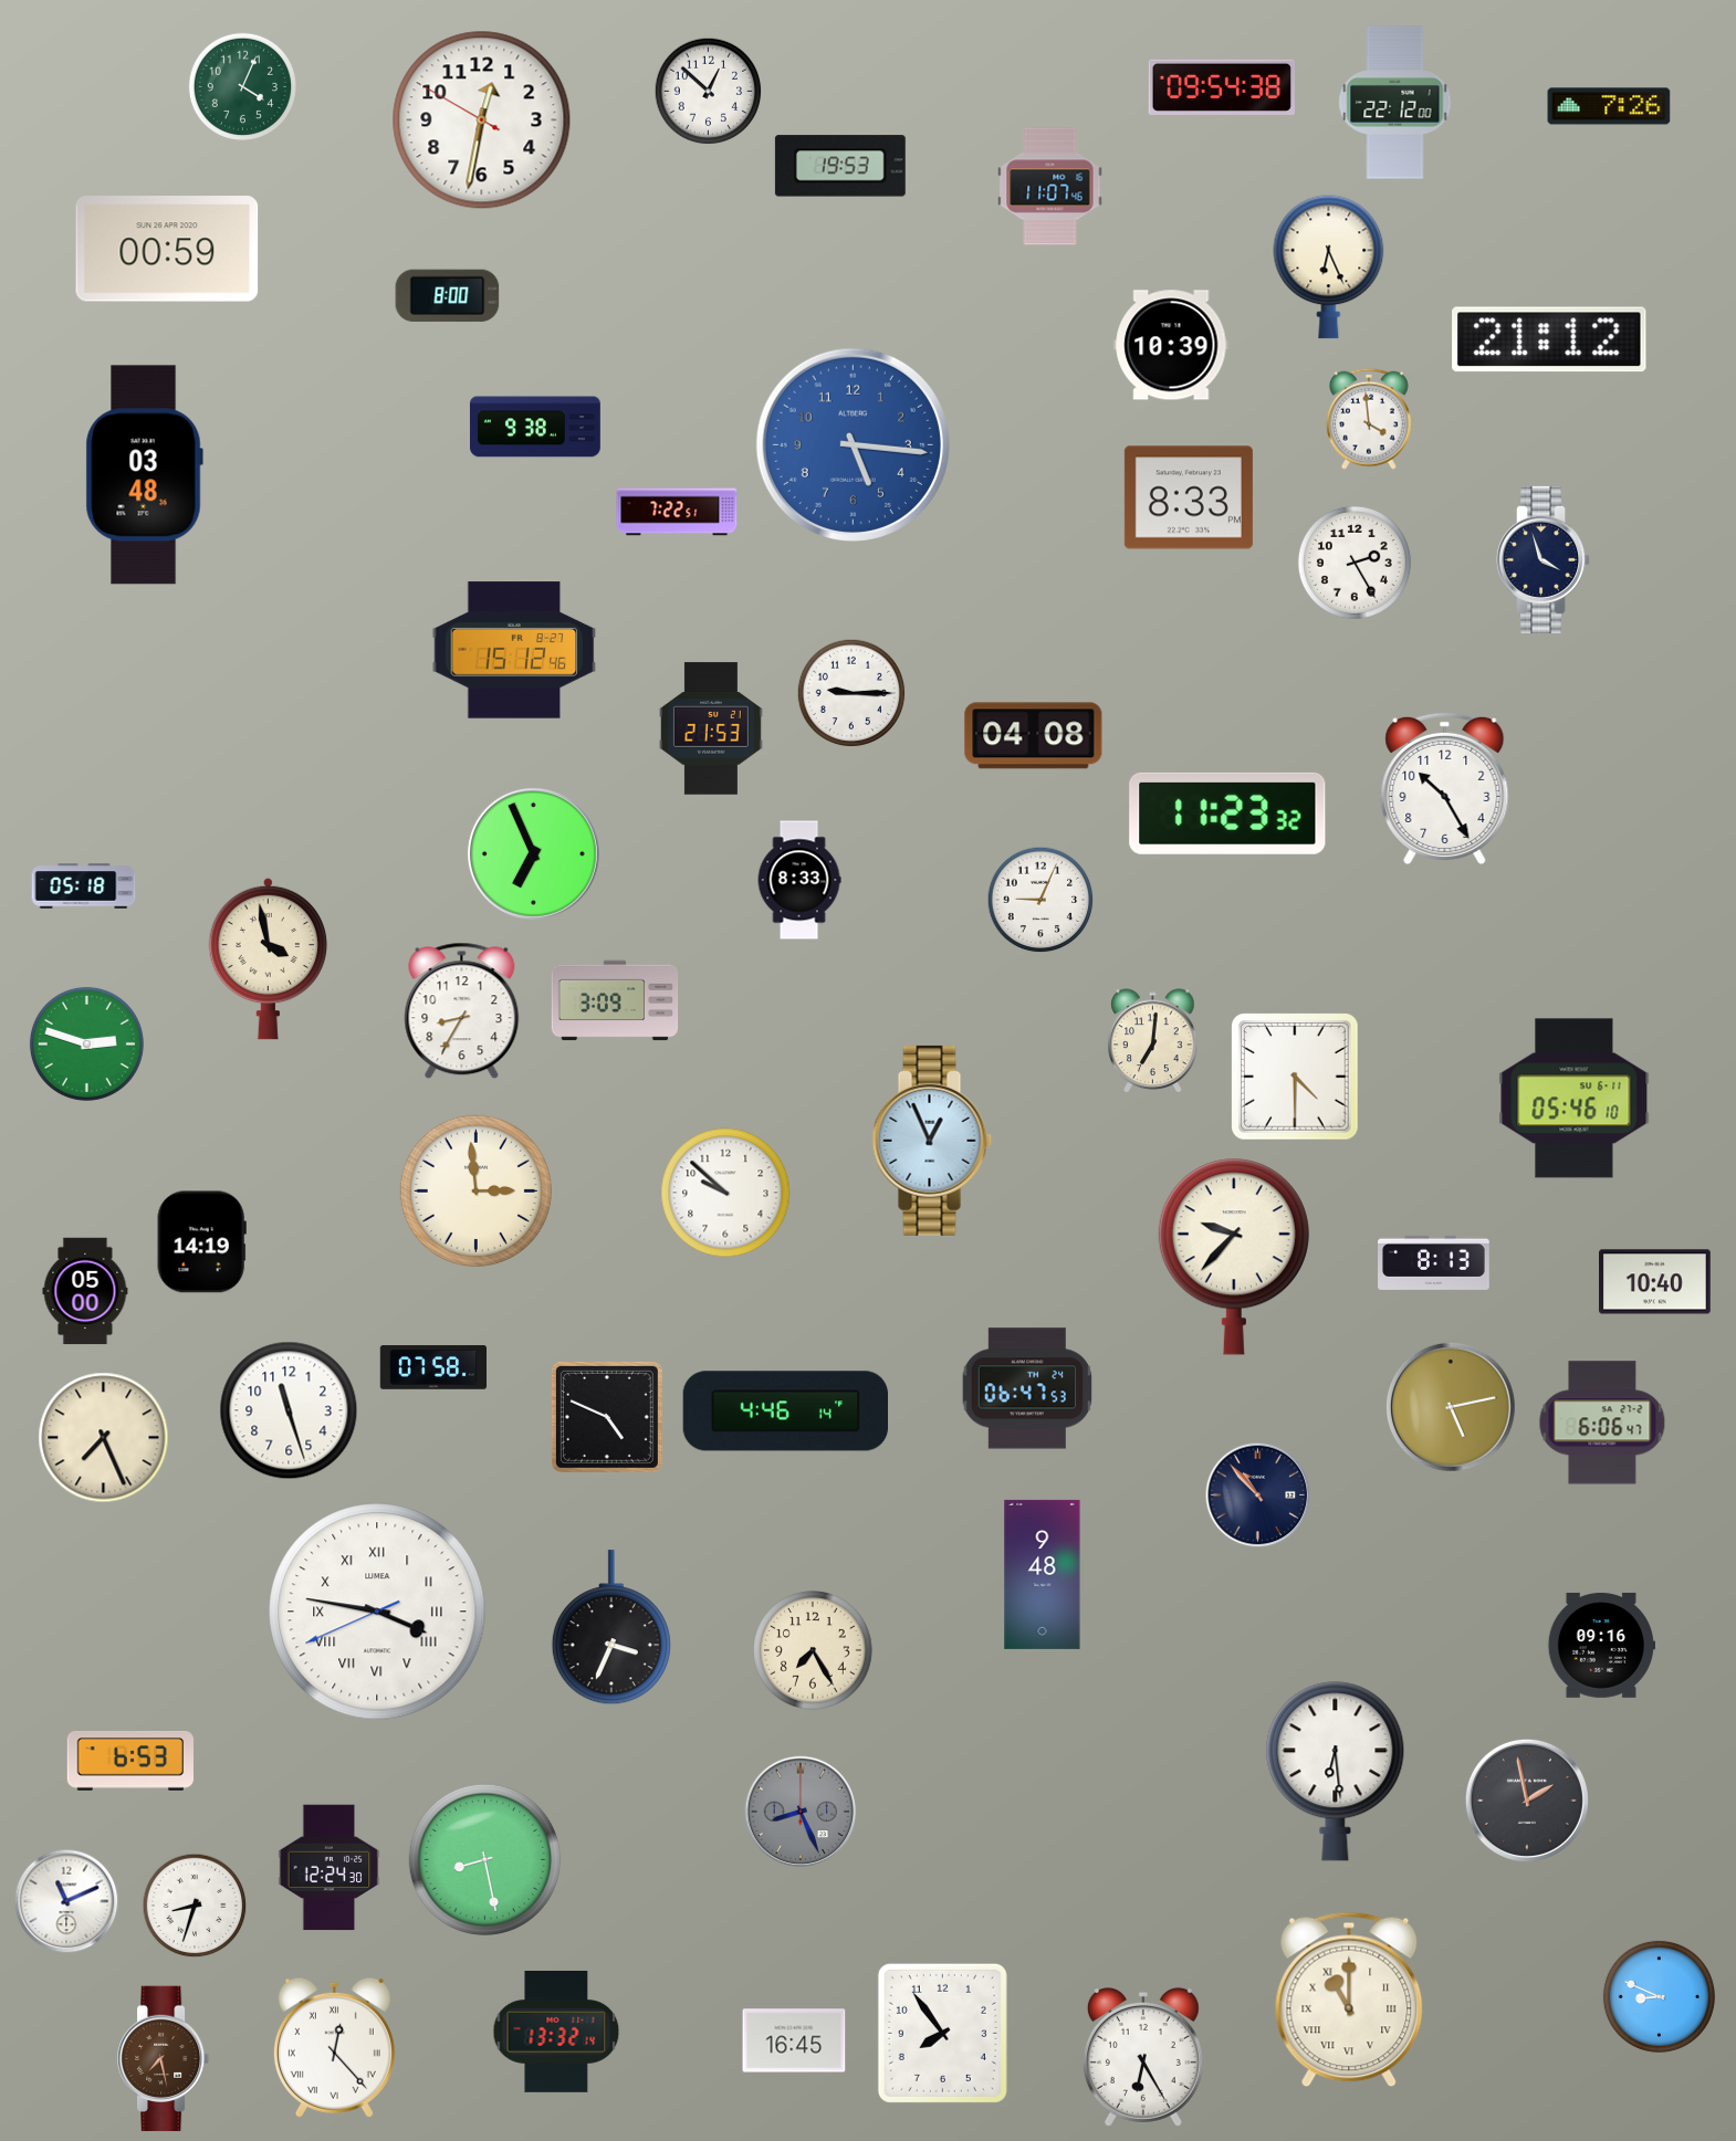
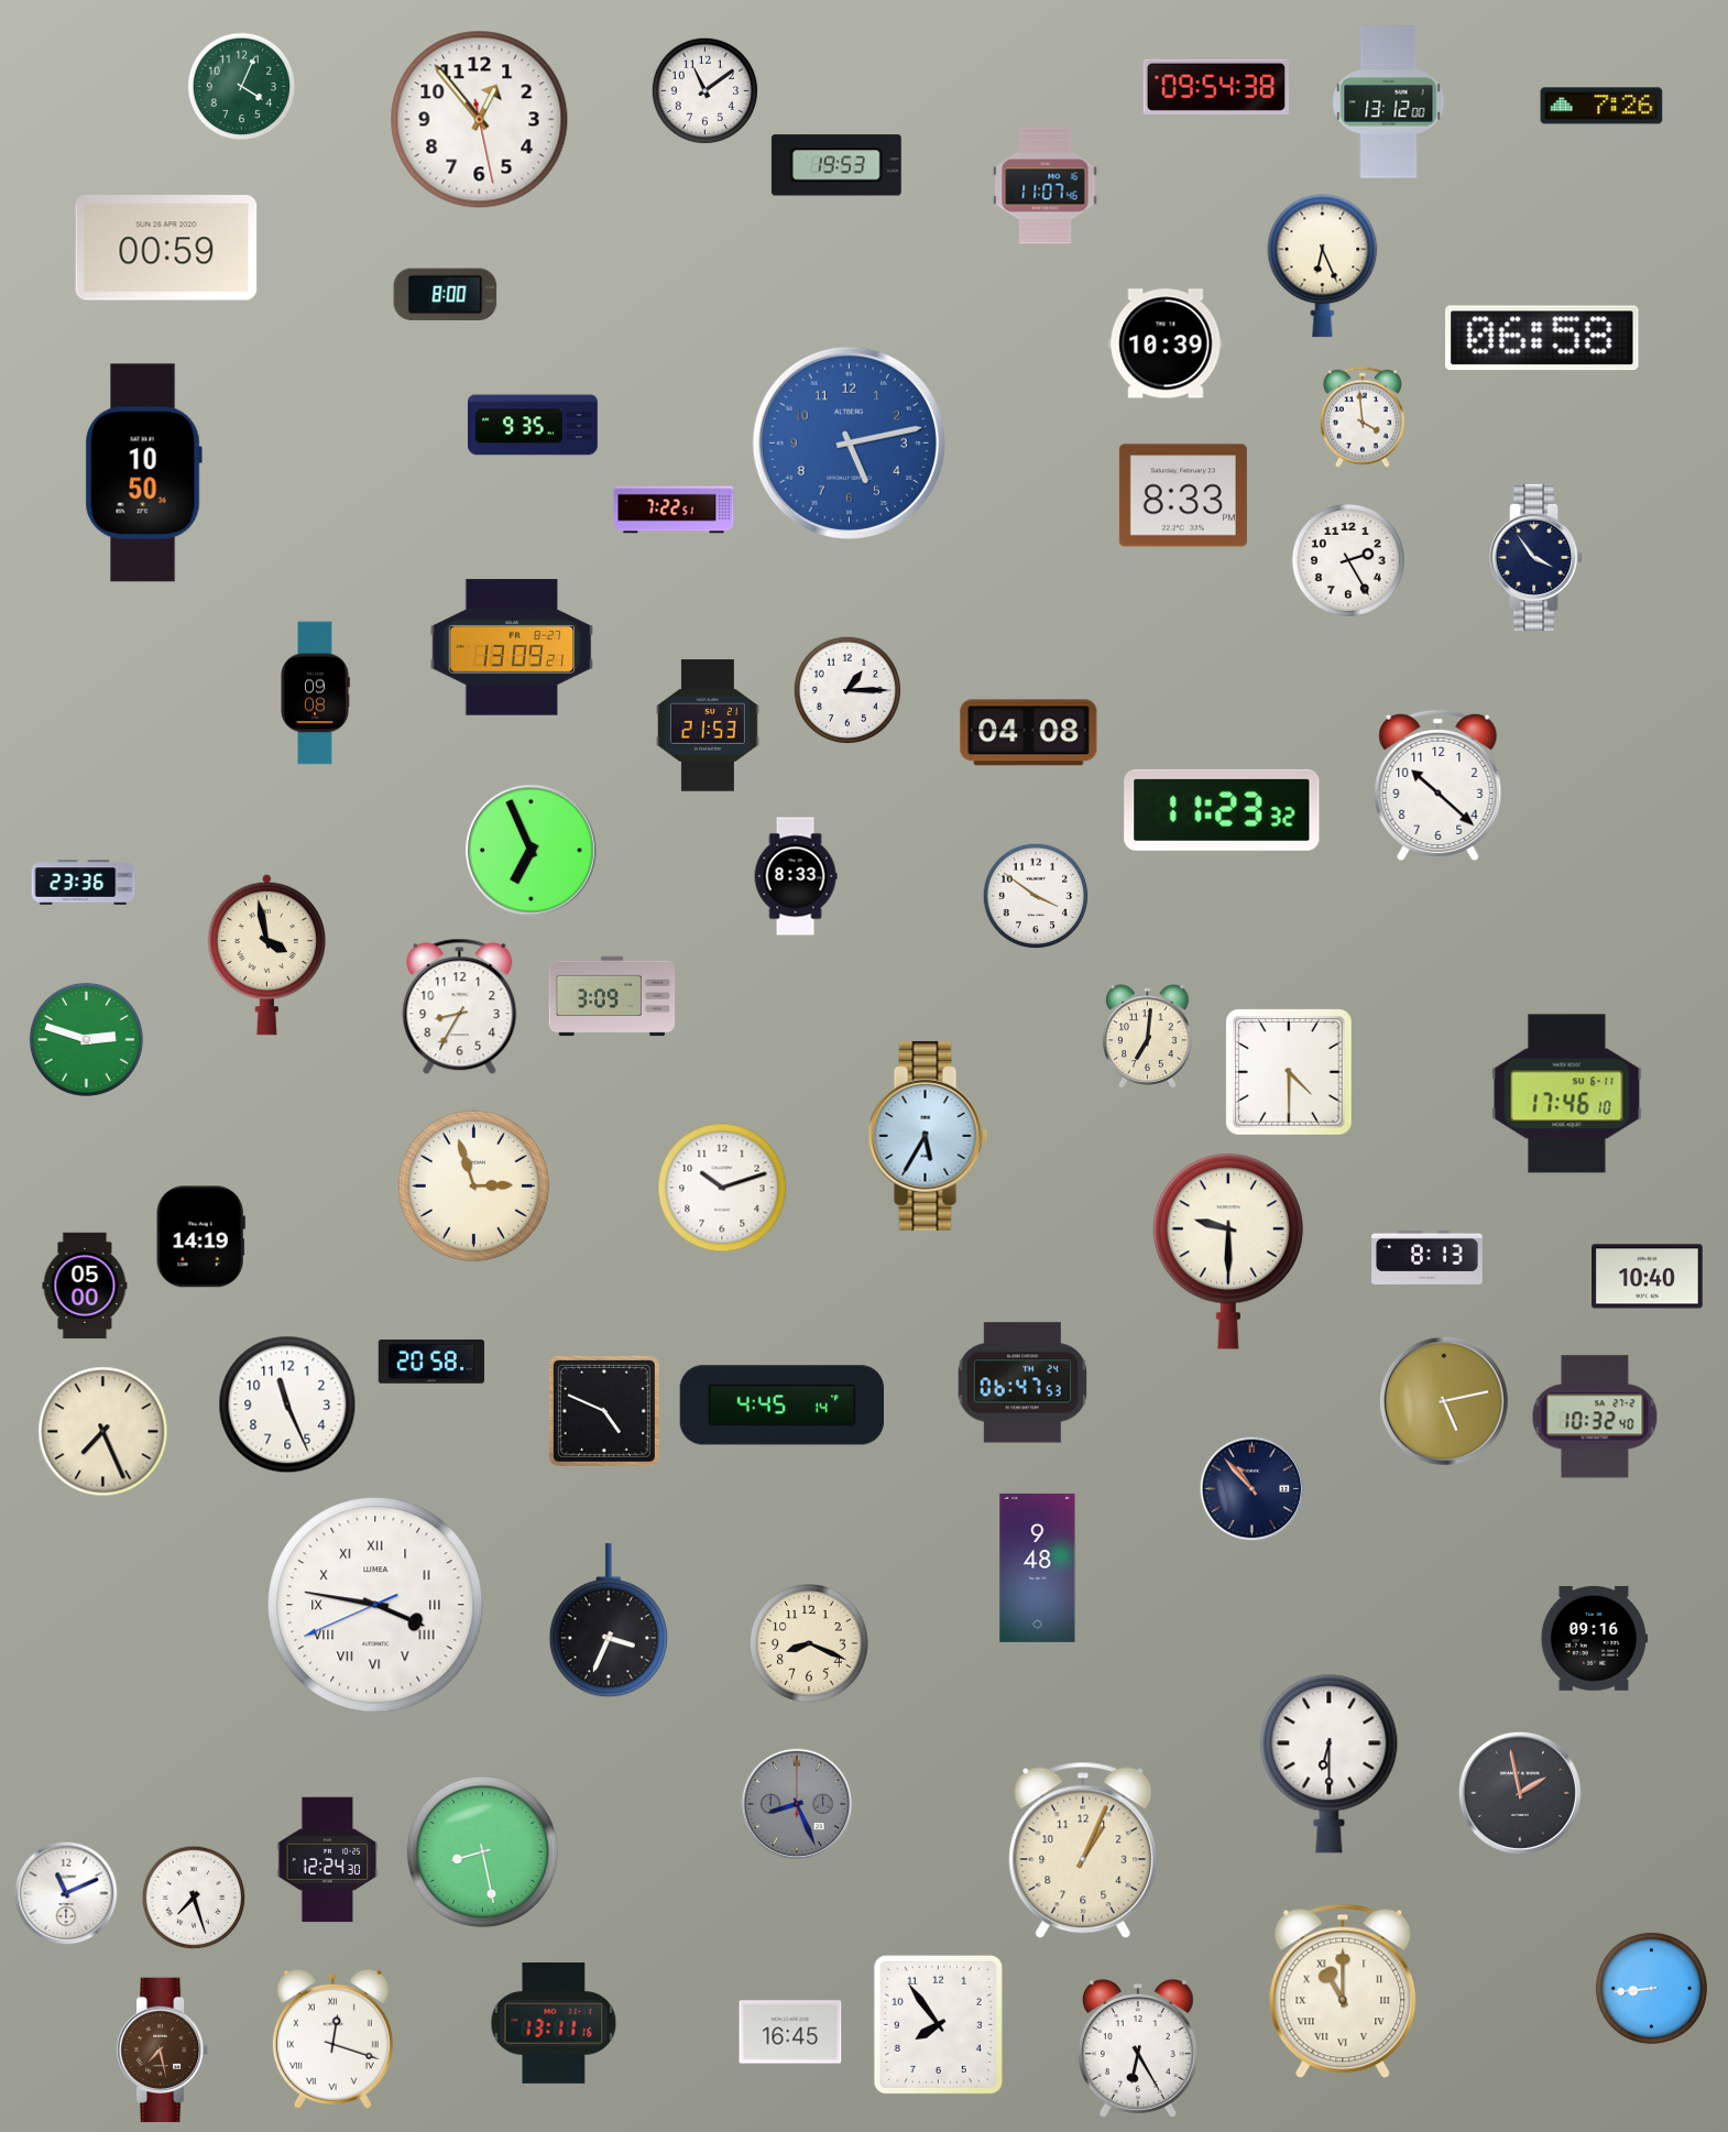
clock at (709, 92): 12:52 -> 11:09
clock at (1395, 103): 22:12 -> 13:12
clock at (482, 120): 12:31 -> 12:53
clock at (1549, 339): 21:12 -> 06:58
clock at (535, 427): 9:38 -> 9:35
clock at (853, 444): 5:16 -> 5:13
clock at (144, 475): 03:48 -> 10:50
clock at (1545, 559): 3:57 -> 3:54
clock at (514, 650): 15:12 -> 13:09
clock at (851, 693): 9:15 -> 1:15
clock at (315, 693): none -> 09:08
clock at (1445, 788): 10:25 -> 10:22
clock at (84, 886): 05:18 -> 23:36
clock at (1040, 900): 9:04 -> 3:51
clock at (1575, 1099): 05:46 -> 17:46
clock at (932, 1141): 12:56 -> 5:35
clock at (475, 1190): 2:59 -> 2:57
clock at (725, 1193): 9:52 -> 10:12
clock at (1234, 1257): 9:37 -> 9:30
clock at (433, 1367): 07:58 -> 20:58
clock at (289, 1410): 11:27 -> 11:26
clock at (785, 1411): 4:46 -> 4:45
clock at (1602, 1423): 6:06 -> 10:32
clock at (813, 1650): 7:25 -> 8:19
clock at (129, 1762): 6:53 -> none
clock at (1336, 1772): 6:29 -> 6:30
clock at (1083, 1850): none -> 1:04
clock at (195, 1906): 8:33 -> 7:27
clock at (1659, 1996): 8:49 -> 8:44
clock at (556, 2032): 13:32 -> 13:11
clock at (334, 2047): 12:23 -> 12:18
